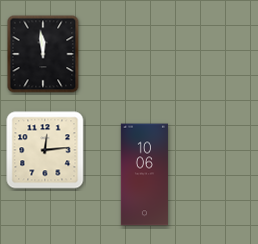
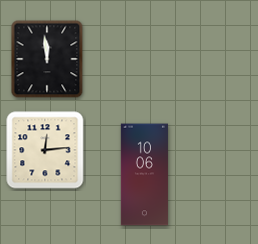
clock at (43, 54) position: (43, 54) -> (47, 59)
